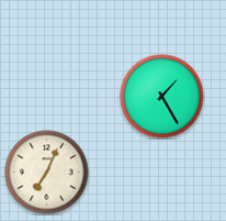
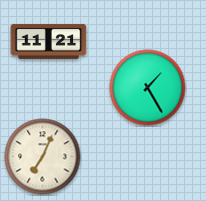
clock at (49, 41): none -> 11:21
